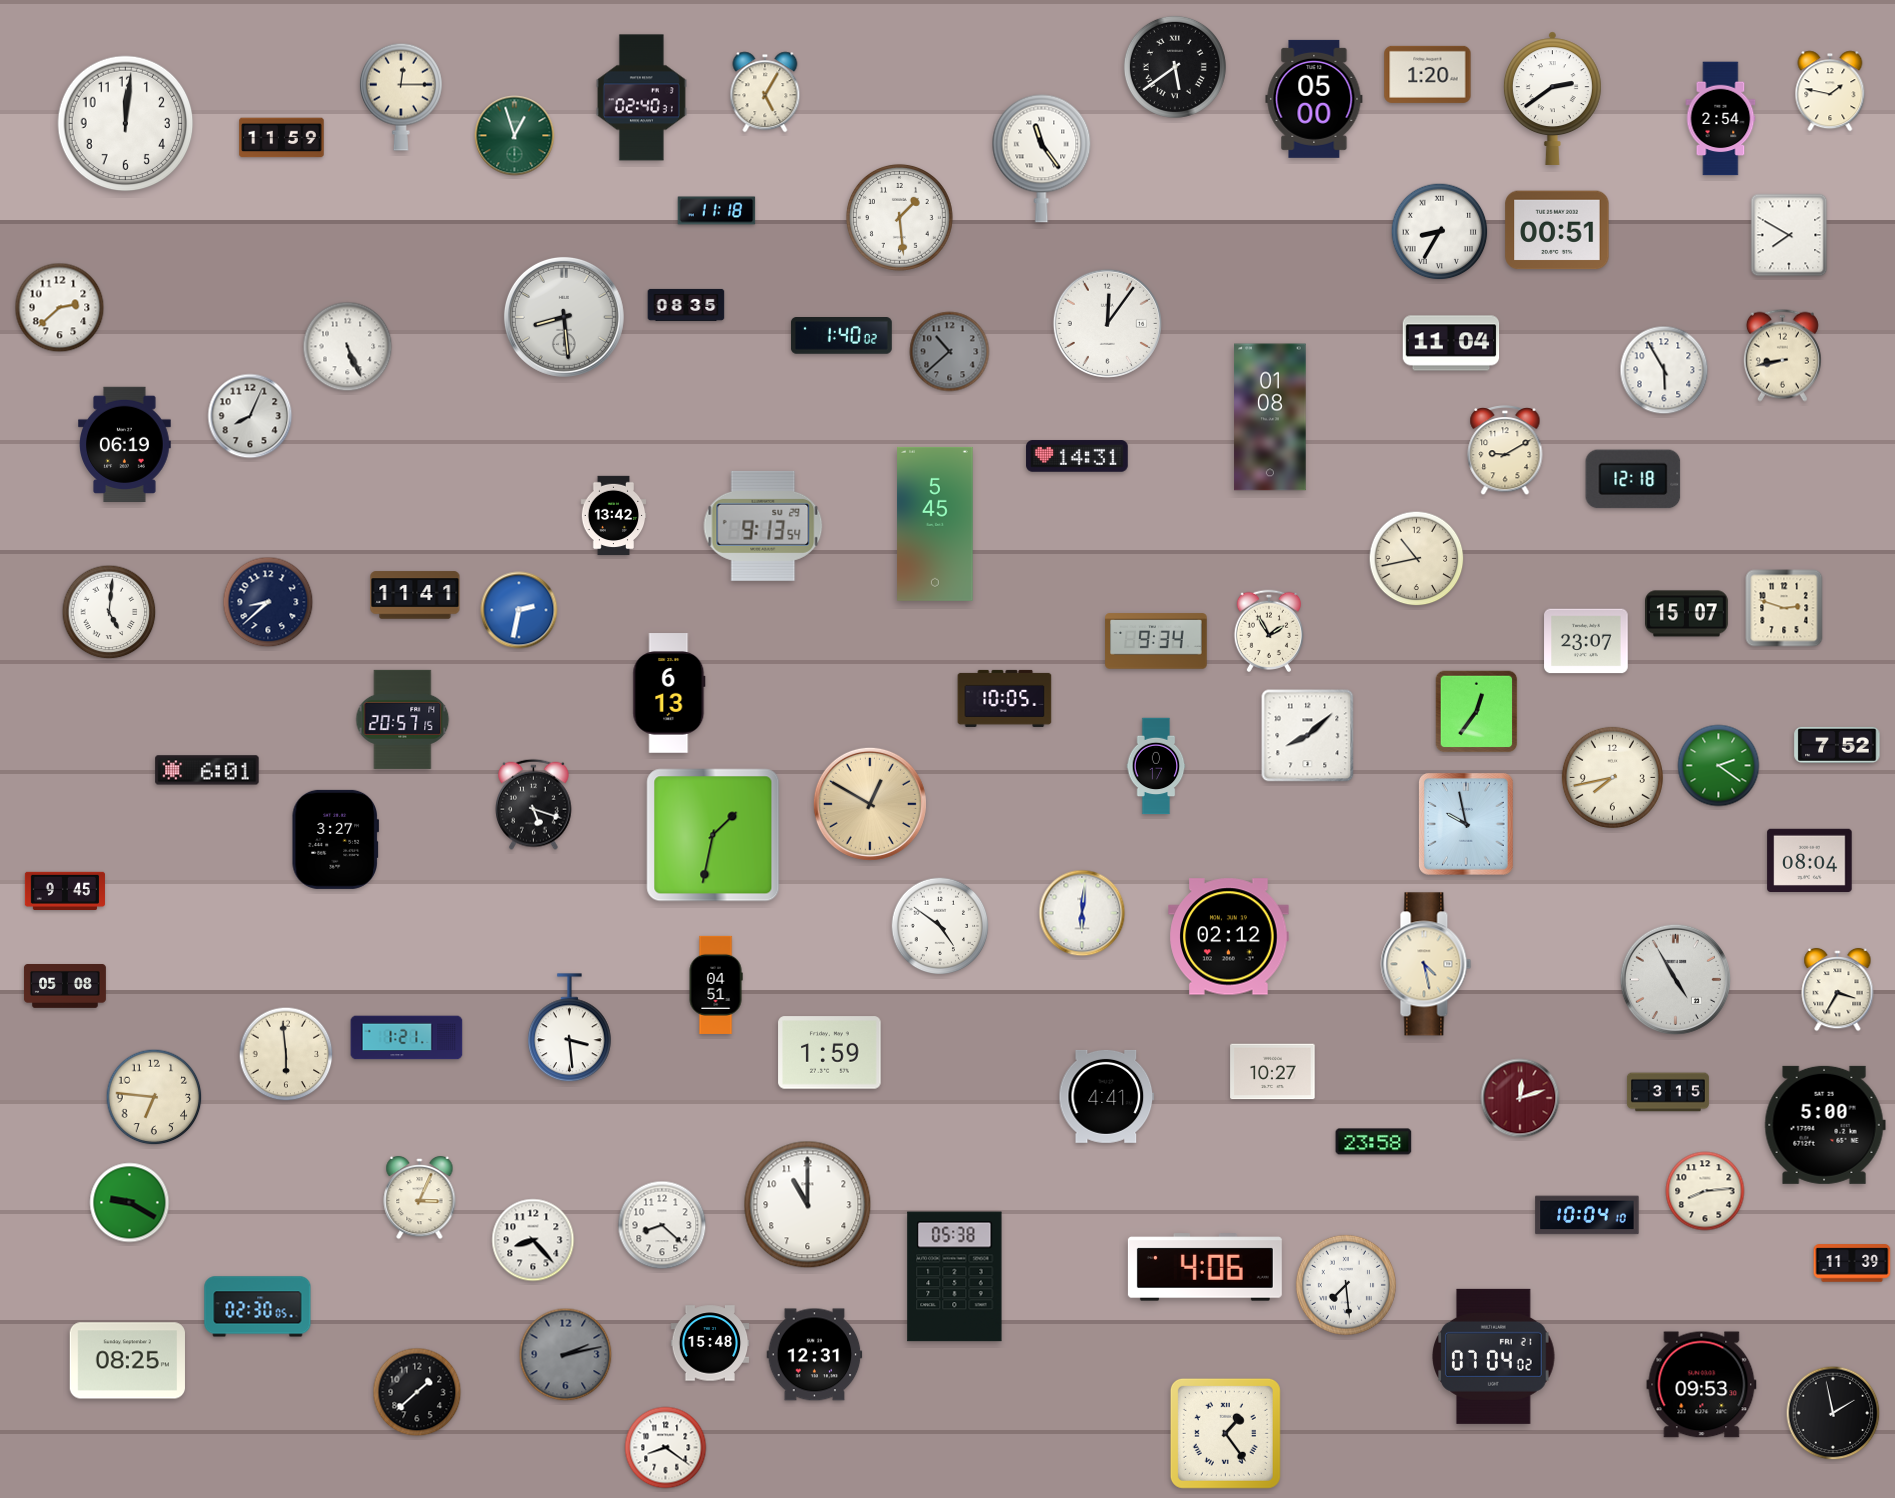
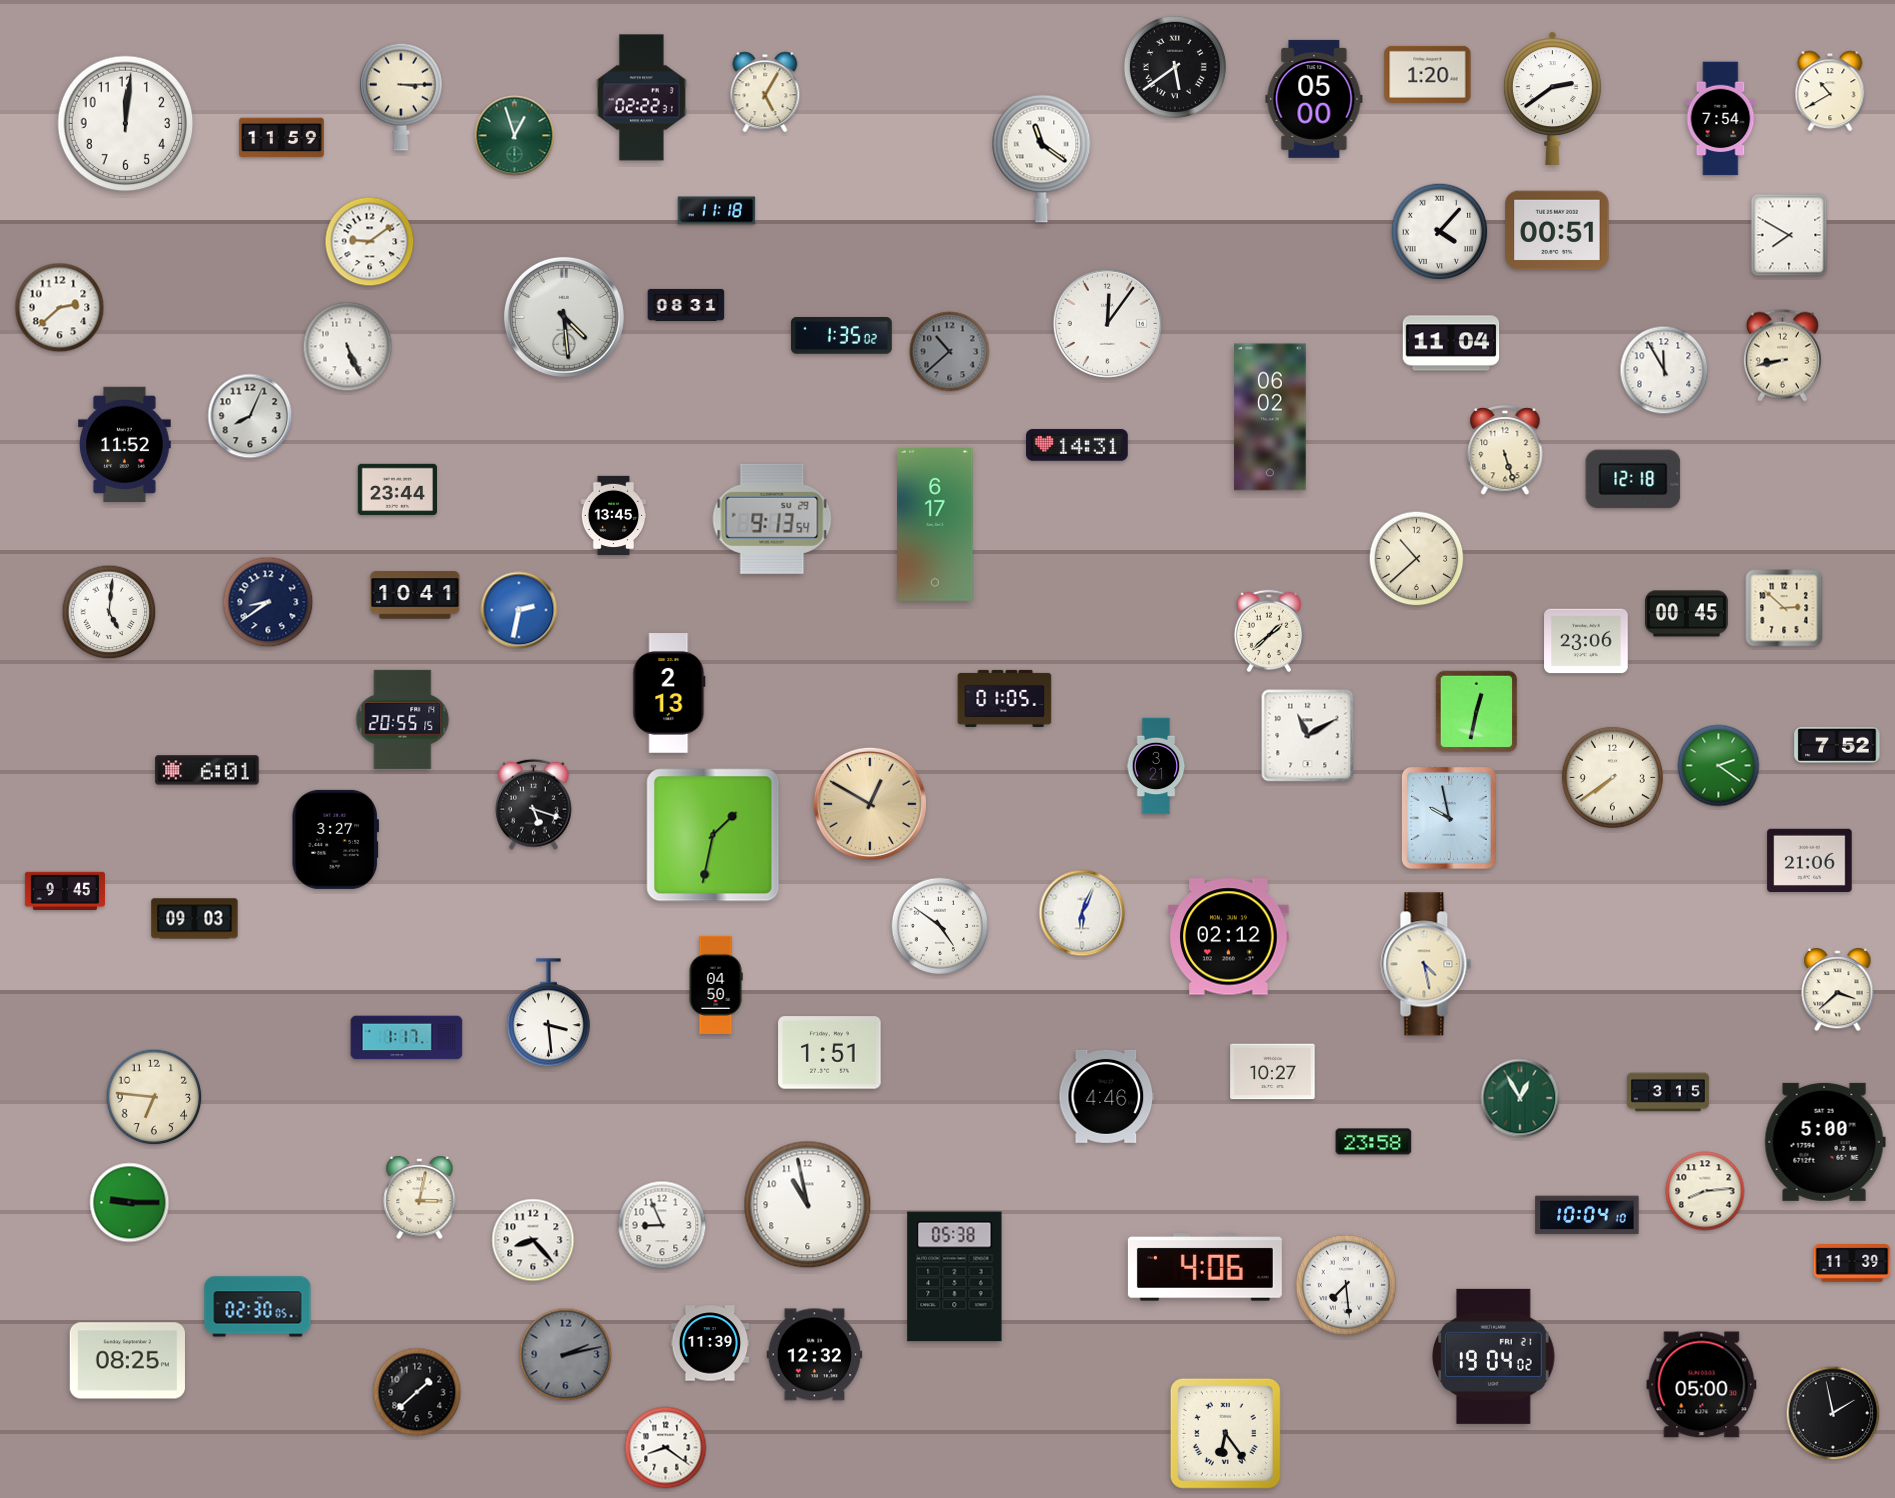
clock at (1830, 91): 1:47 -> 10:40
clock at (401, 97): 12:15 -> 3:15
clock at (641, 98): 02:40 -> 02:22
clock at (1721, 119): 2:54 -> 7:54
clock at (1042, 158): 11:24 -> 11:21
clock at (899, 217): 1:29 -> none
clock at (1440, 232): 8:35 -> 4:07
clock at (370, 242): none -> 9:09
clock at (686, 305): 08:35 -> 08:31
clock at (564, 317): 8:29 -> 4:29
clock at (841, 336): 1:40 -> 1:35
clock at (1664, 370): 5:55 -> 11:55
clock at (1270, 417): 01:08 -> 06:02
clock at (125, 444): 06:19 -> 11:52
clock at (1505, 450): 9:10 -> 5:27
clock at (1077, 456) position: (1077, 456) -> (1077, 445)
clock at (397, 489): none -> 23:44
clock at (614, 516): 13:42 -> 13:45
clock at (935, 524): 5:45 -> 6:17
clock at (763, 526) position: (763, 526) -> (772, 519)
clock at (1417, 559): 10:43 -> 10:38
clock at (415, 595): 11:41 -> 10:41
clock at (268, 602): 8:38 -> 8:39
clock at (1784, 608): 2:48 -> 2:52
clock at (1687, 614): 15:07 -> 00:45
clock at (1268, 630): 1:55 -> 1:38
clock at (1156, 641): 9:34 -> none
clock at (1586, 641): 23:07 -> 23:06
clock at (669, 693): 6:13 -> 2:13
clock at (1005, 698): 10:05 -> 01:05
clock at (1477, 712): 12:36 -> 12:32
clock at (403, 719): 20:57 -> 20:55
clock at (1308, 736): 8:08 -> 11:10
clock at (1156, 766): 0:17 -> 3:21
clock at (1612, 777): 7:43 -> 7:39
clock at (1467, 824) position: (1467, 824) -> (1450, 818)
clock at (1810, 860): 08:04 -> 21:06
clock at (1082, 913): 6:01 -> 6:04
clock at (195, 919): none -> 09:03
clock at (1675, 979): 4:55 -> none
clock at (716, 985): 04:51 -> 04:50
clock at (65, 987): 05:08 -> none
clock at (1838, 990): 3:35 -> 3:38
clock at (570, 1028) position: (570, 1028) -> (549, 1013)
clock at (407, 1038): 1:21 -> 1:17
clock at (830, 1053): 1:59 -> 1:51
clock at (286, 1054): 5:59 -> none
clock at (1107, 1096): 4:41 -> 4:46
clock at (1520, 1098): 12:12 -> 12:55
clock at (1520, 1098) dial: burgundy -> green
clock at (1825, 1125) position: (1825, 1125) -> (1825, 1142)
clock at (420, 1198): 3:04 -> 3:02
clock at (130, 1203): 9:20 -> 9:15
clock at (808, 1205): 11:00 -> 10:58
clock at (662, 1225): 8:22 -> 8:56
clock at (710, 1343): 15:48 -> 11:39
clock at (815, 1355): 12:31 -> 12:32
clock at (1494, 1356): 07:04 -> 19:04
clock at (1702, 1385): 09:53 -> 05:00
clock at (1225, 1433): 1:24 -> 6:24
